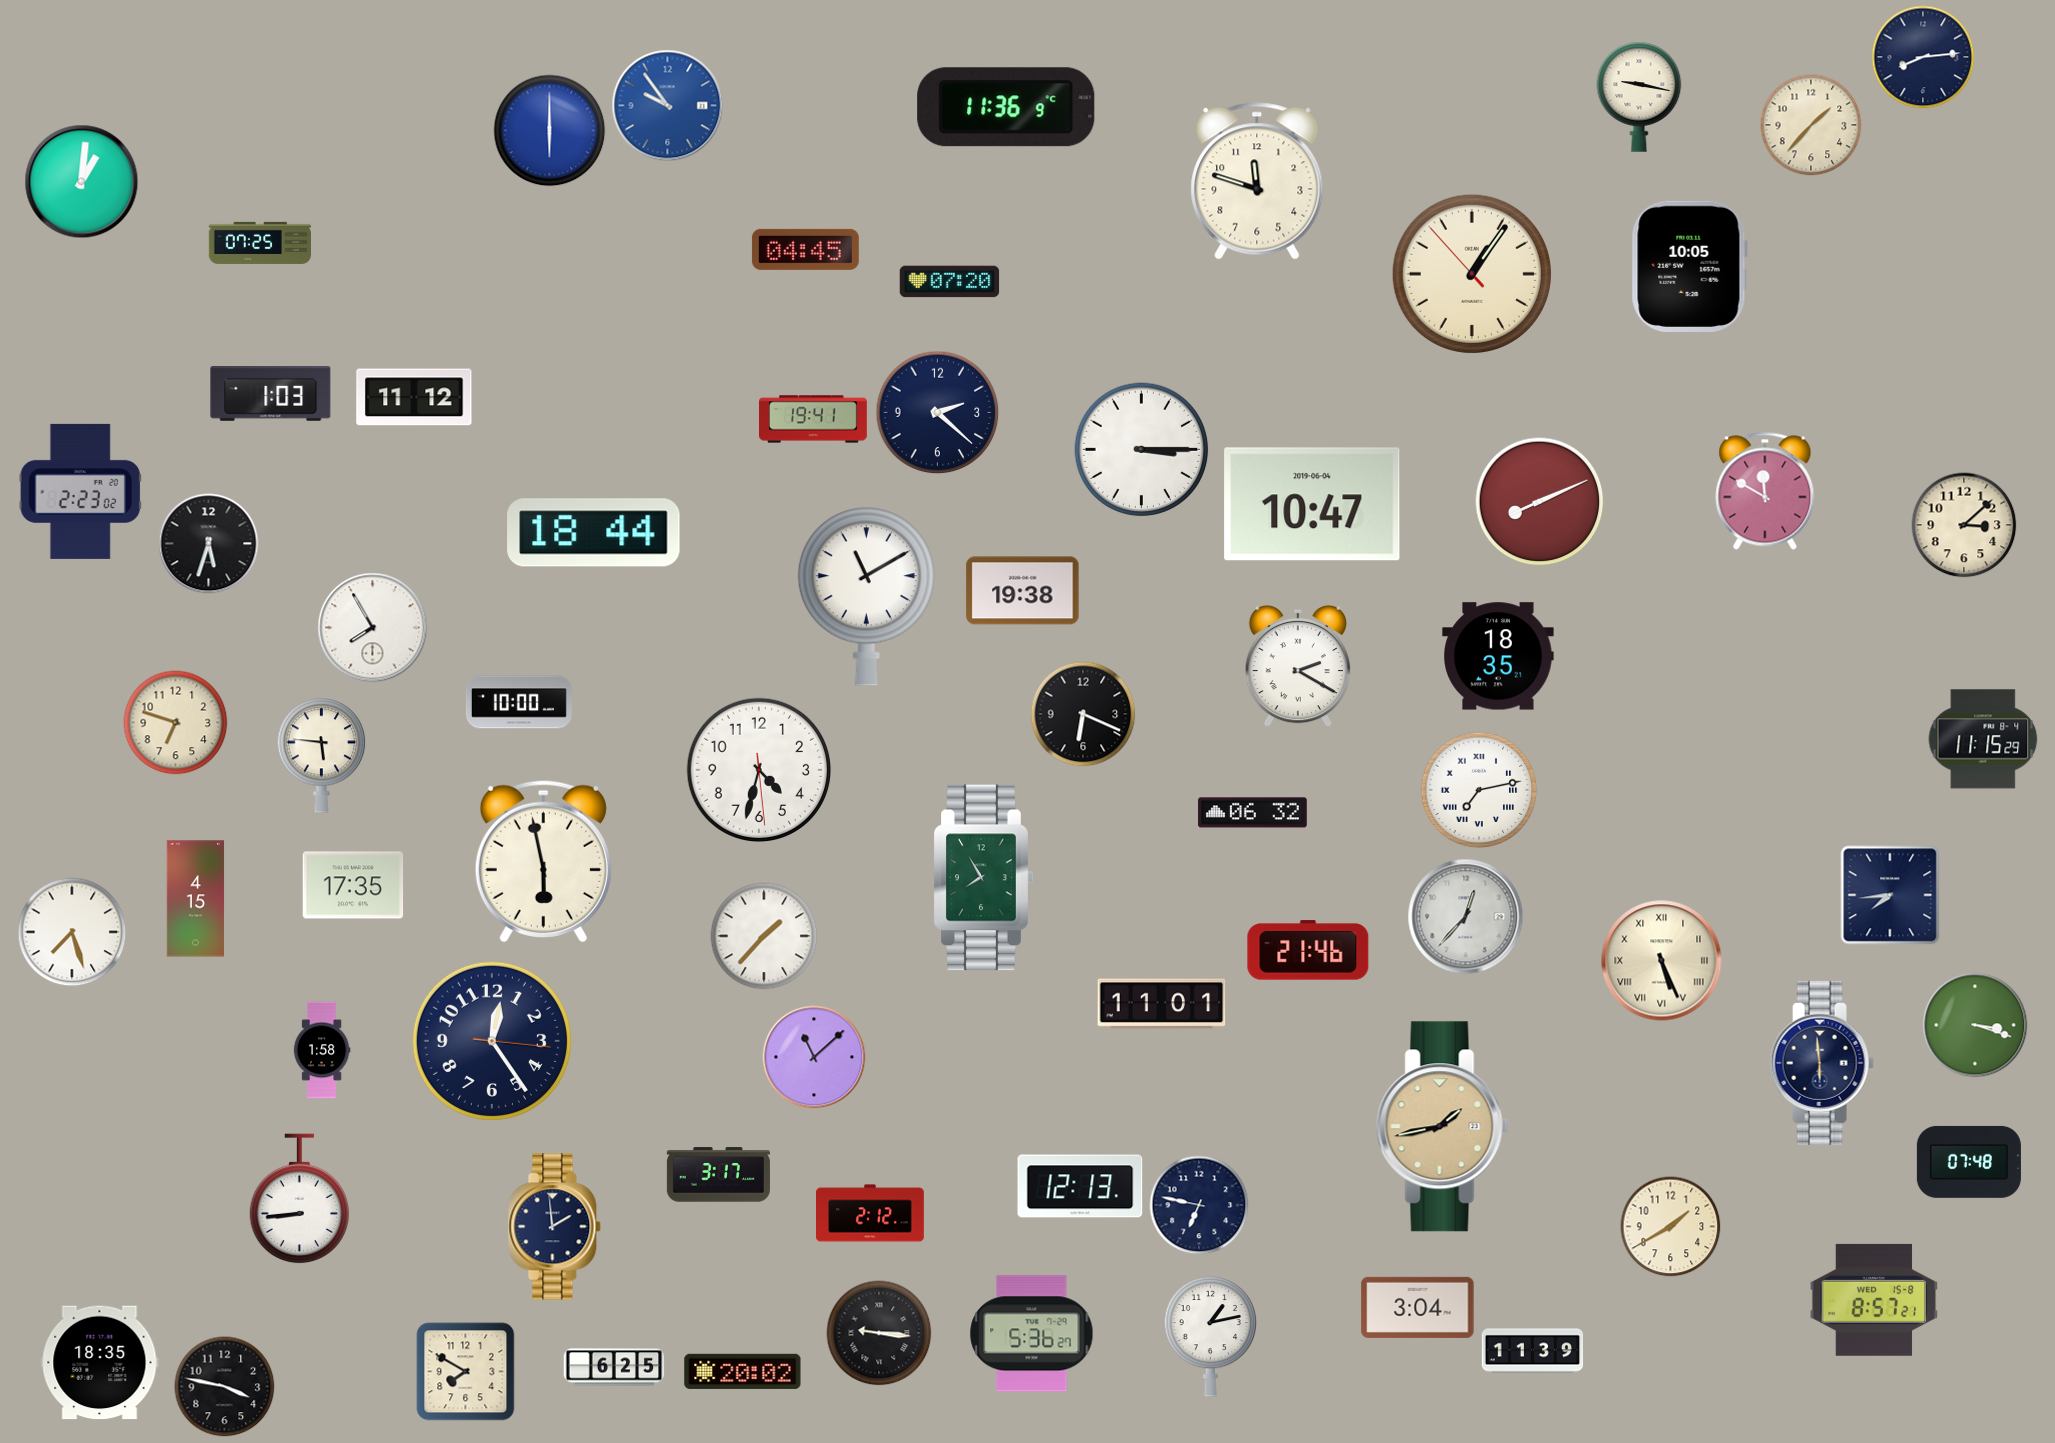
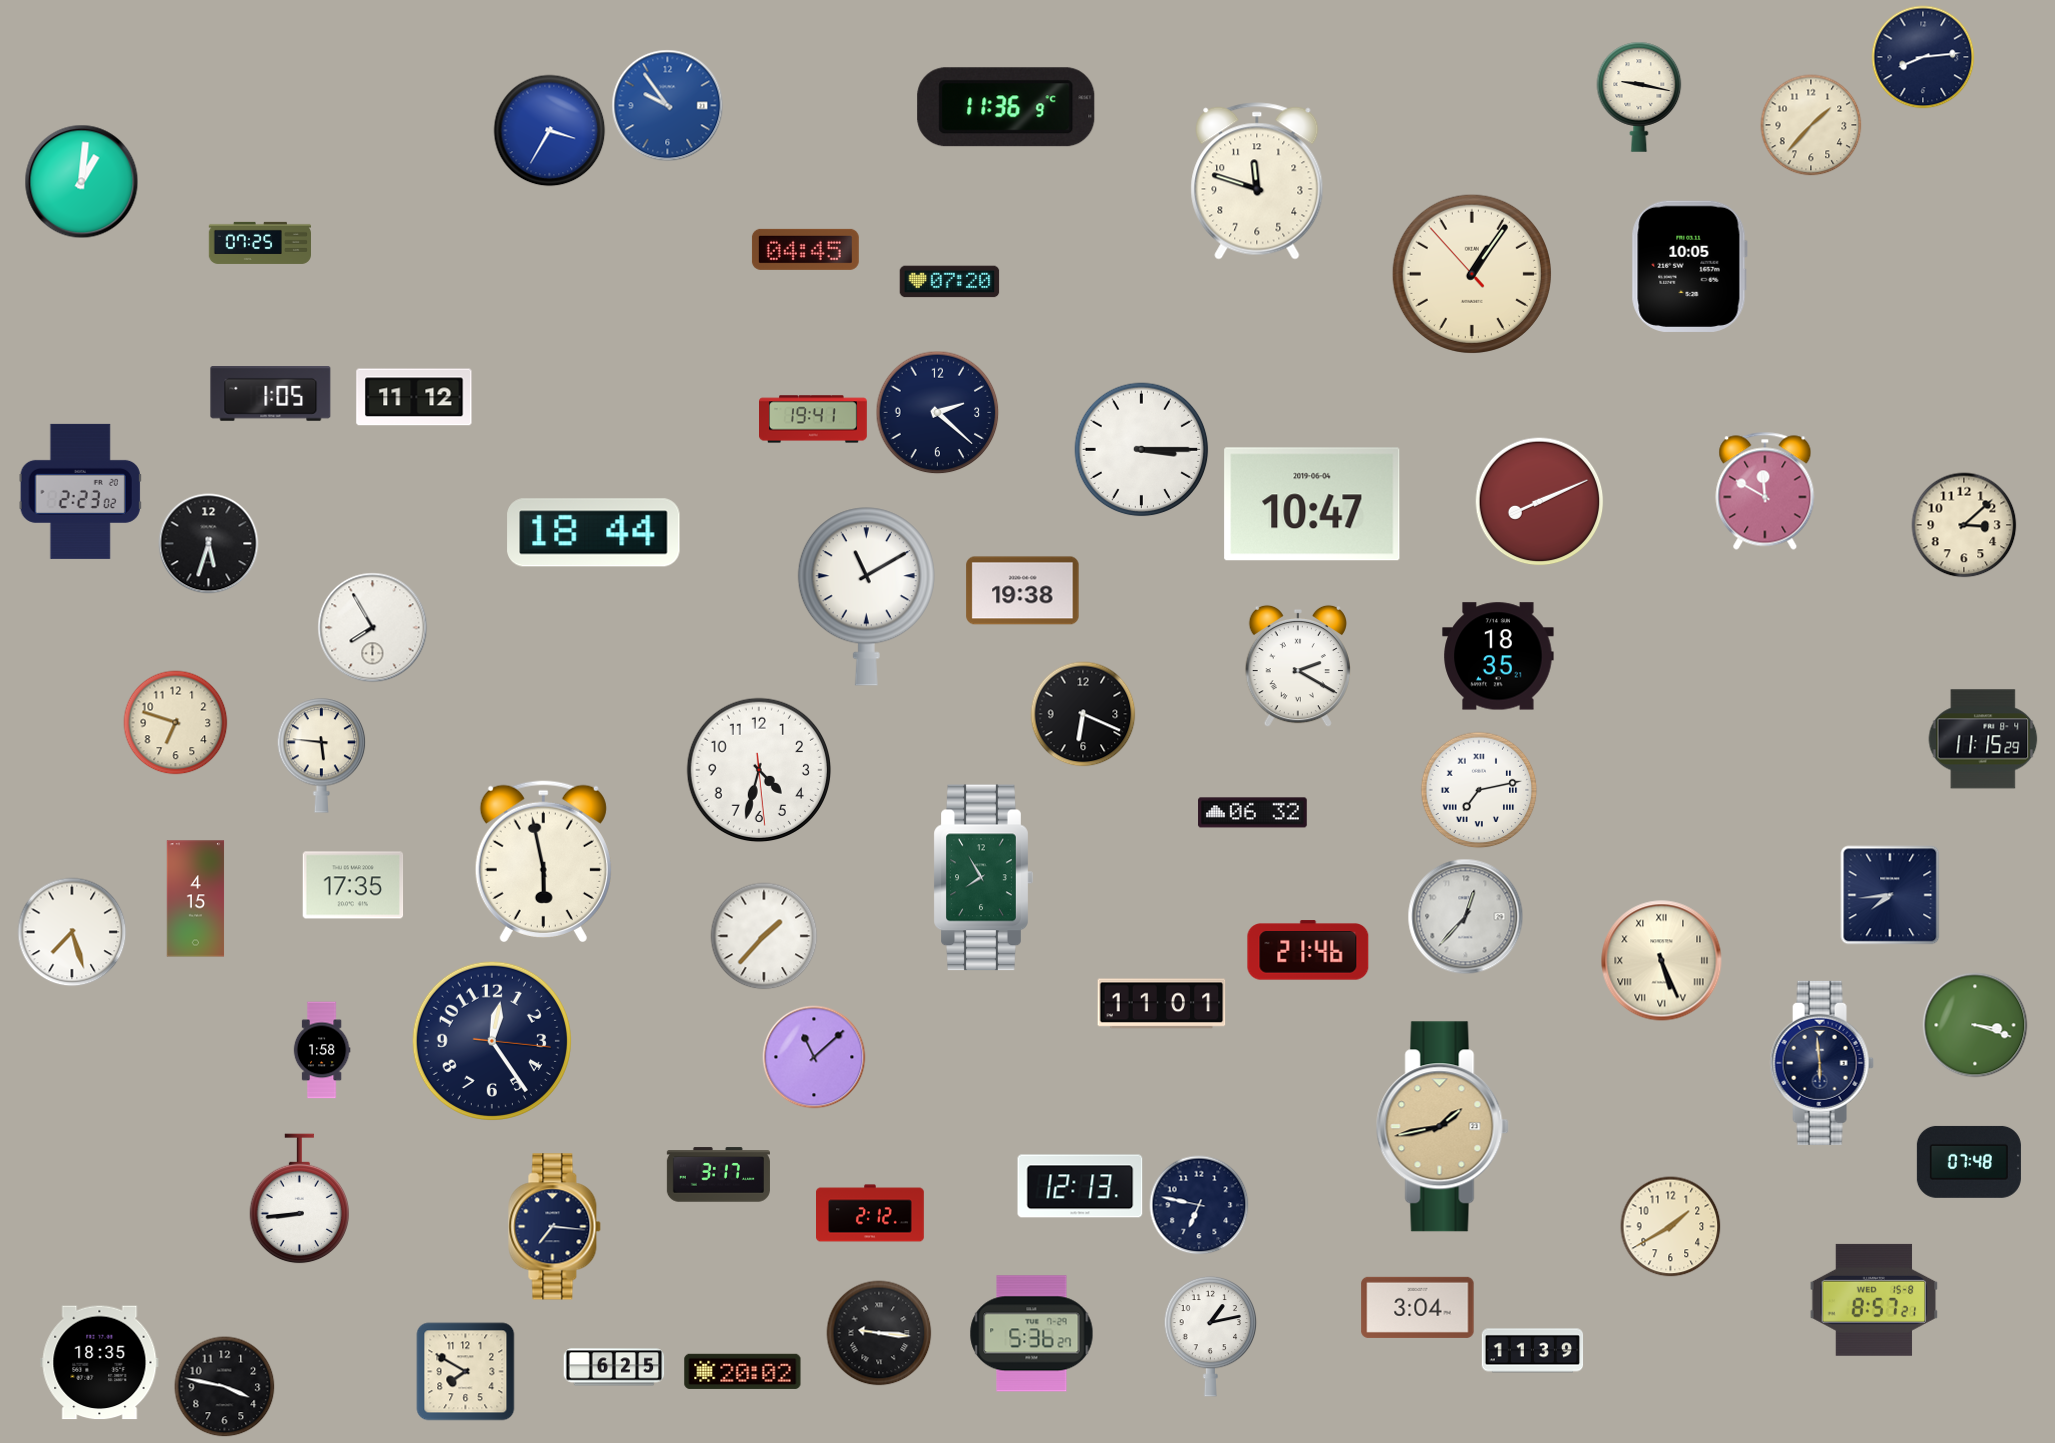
clock at (550, 131): 6:00 -> 3:35
clock at (271, 394): 1:03 -> 1:05
clock at (519, 702): 10:00 -> none
clock at (555, 1227): 1:59 -> 7:16
